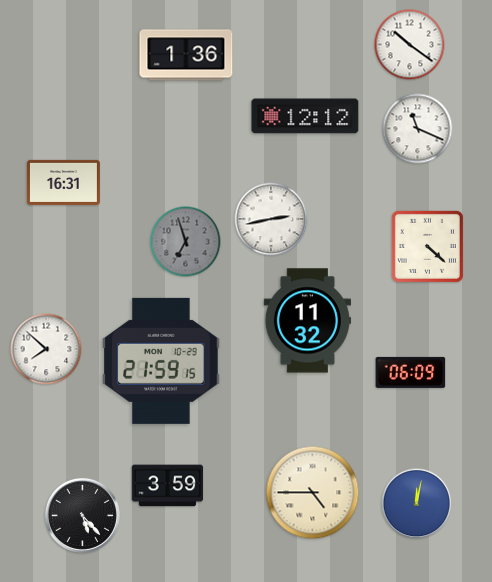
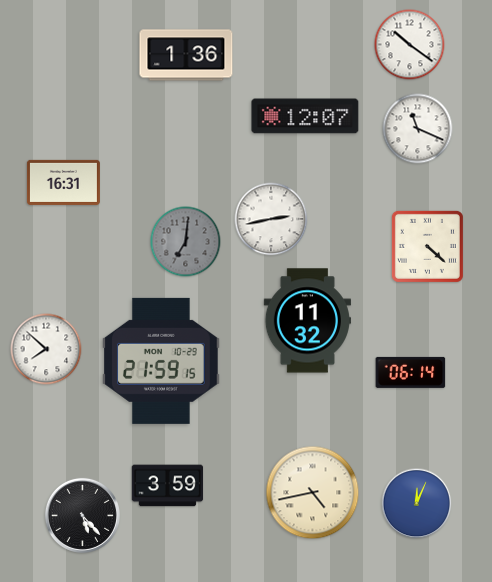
clock at (305, 116): 12:12 -> 12:07
clock at (186, 242): 6:57 -> 7:01
clock at (411, 372): 06:09 -> 06:14
clock at (313, 493): 4:45 -> 4:43
clock at (417, 504): 12:02 -> 12:04
